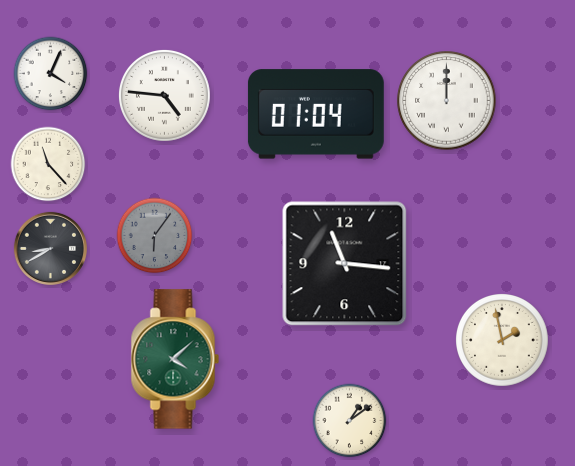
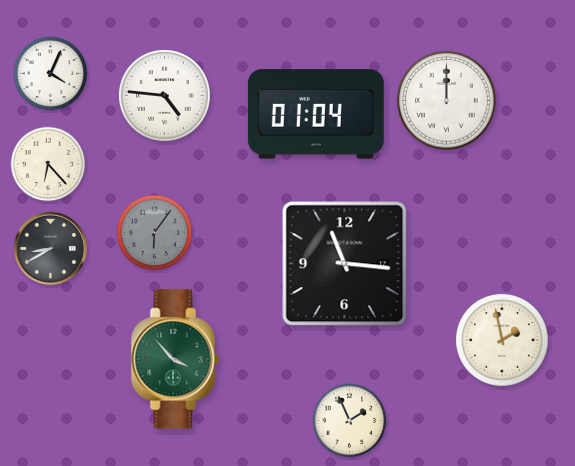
clock at (48, 164): 11:23 -> 6:23
clock at (155, 236) position: (155, 236) -> (155, 233)
clock at (175, 359): 4:08 -> 3:53
clock at (350, 421): 1:09 -> 1:56
